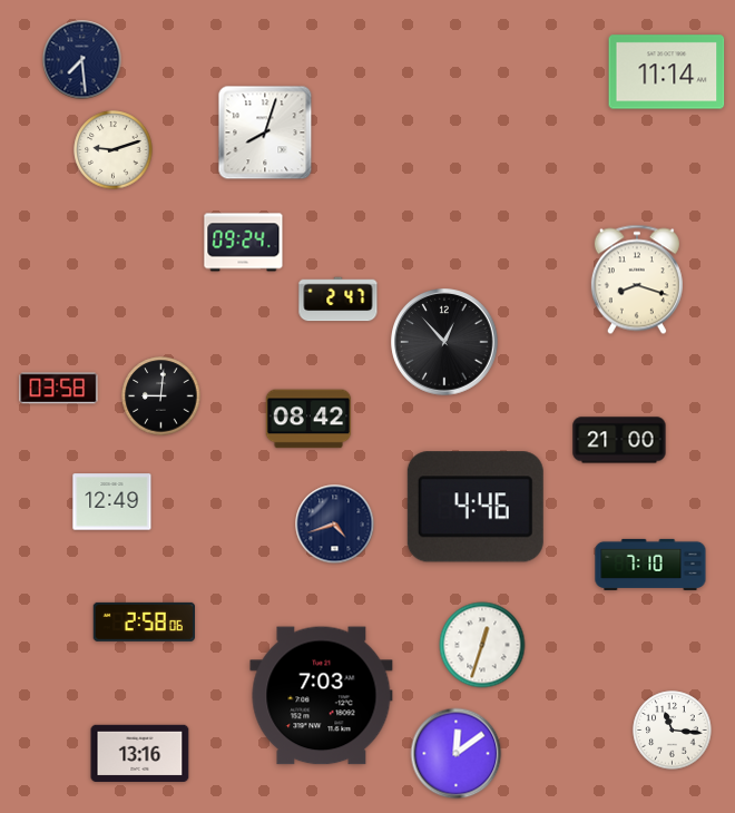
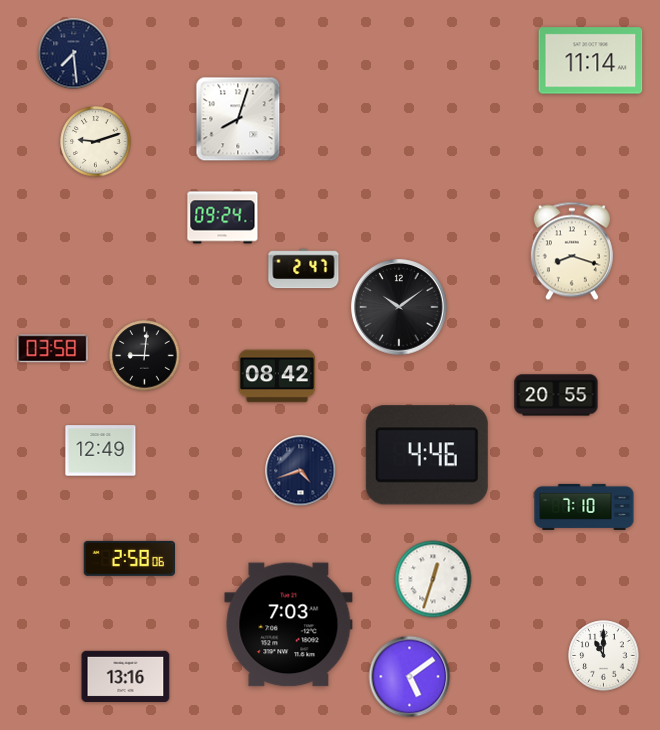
clock at (667, 72) position: (667, 72) -> (591, 61)
clock at (114, 150) position: (114, 150) -> (96, 142)
clock at (244, 243) position: (244, 243) -> (223, 218)
clock at (444, 342): 12:53 -> 10:09
clock at (619, 440): 21:00 -> 20:55
clock at (673, 731): 11:16 -> 11:00
clock at (457, 754): 12:09 -> 5:09
